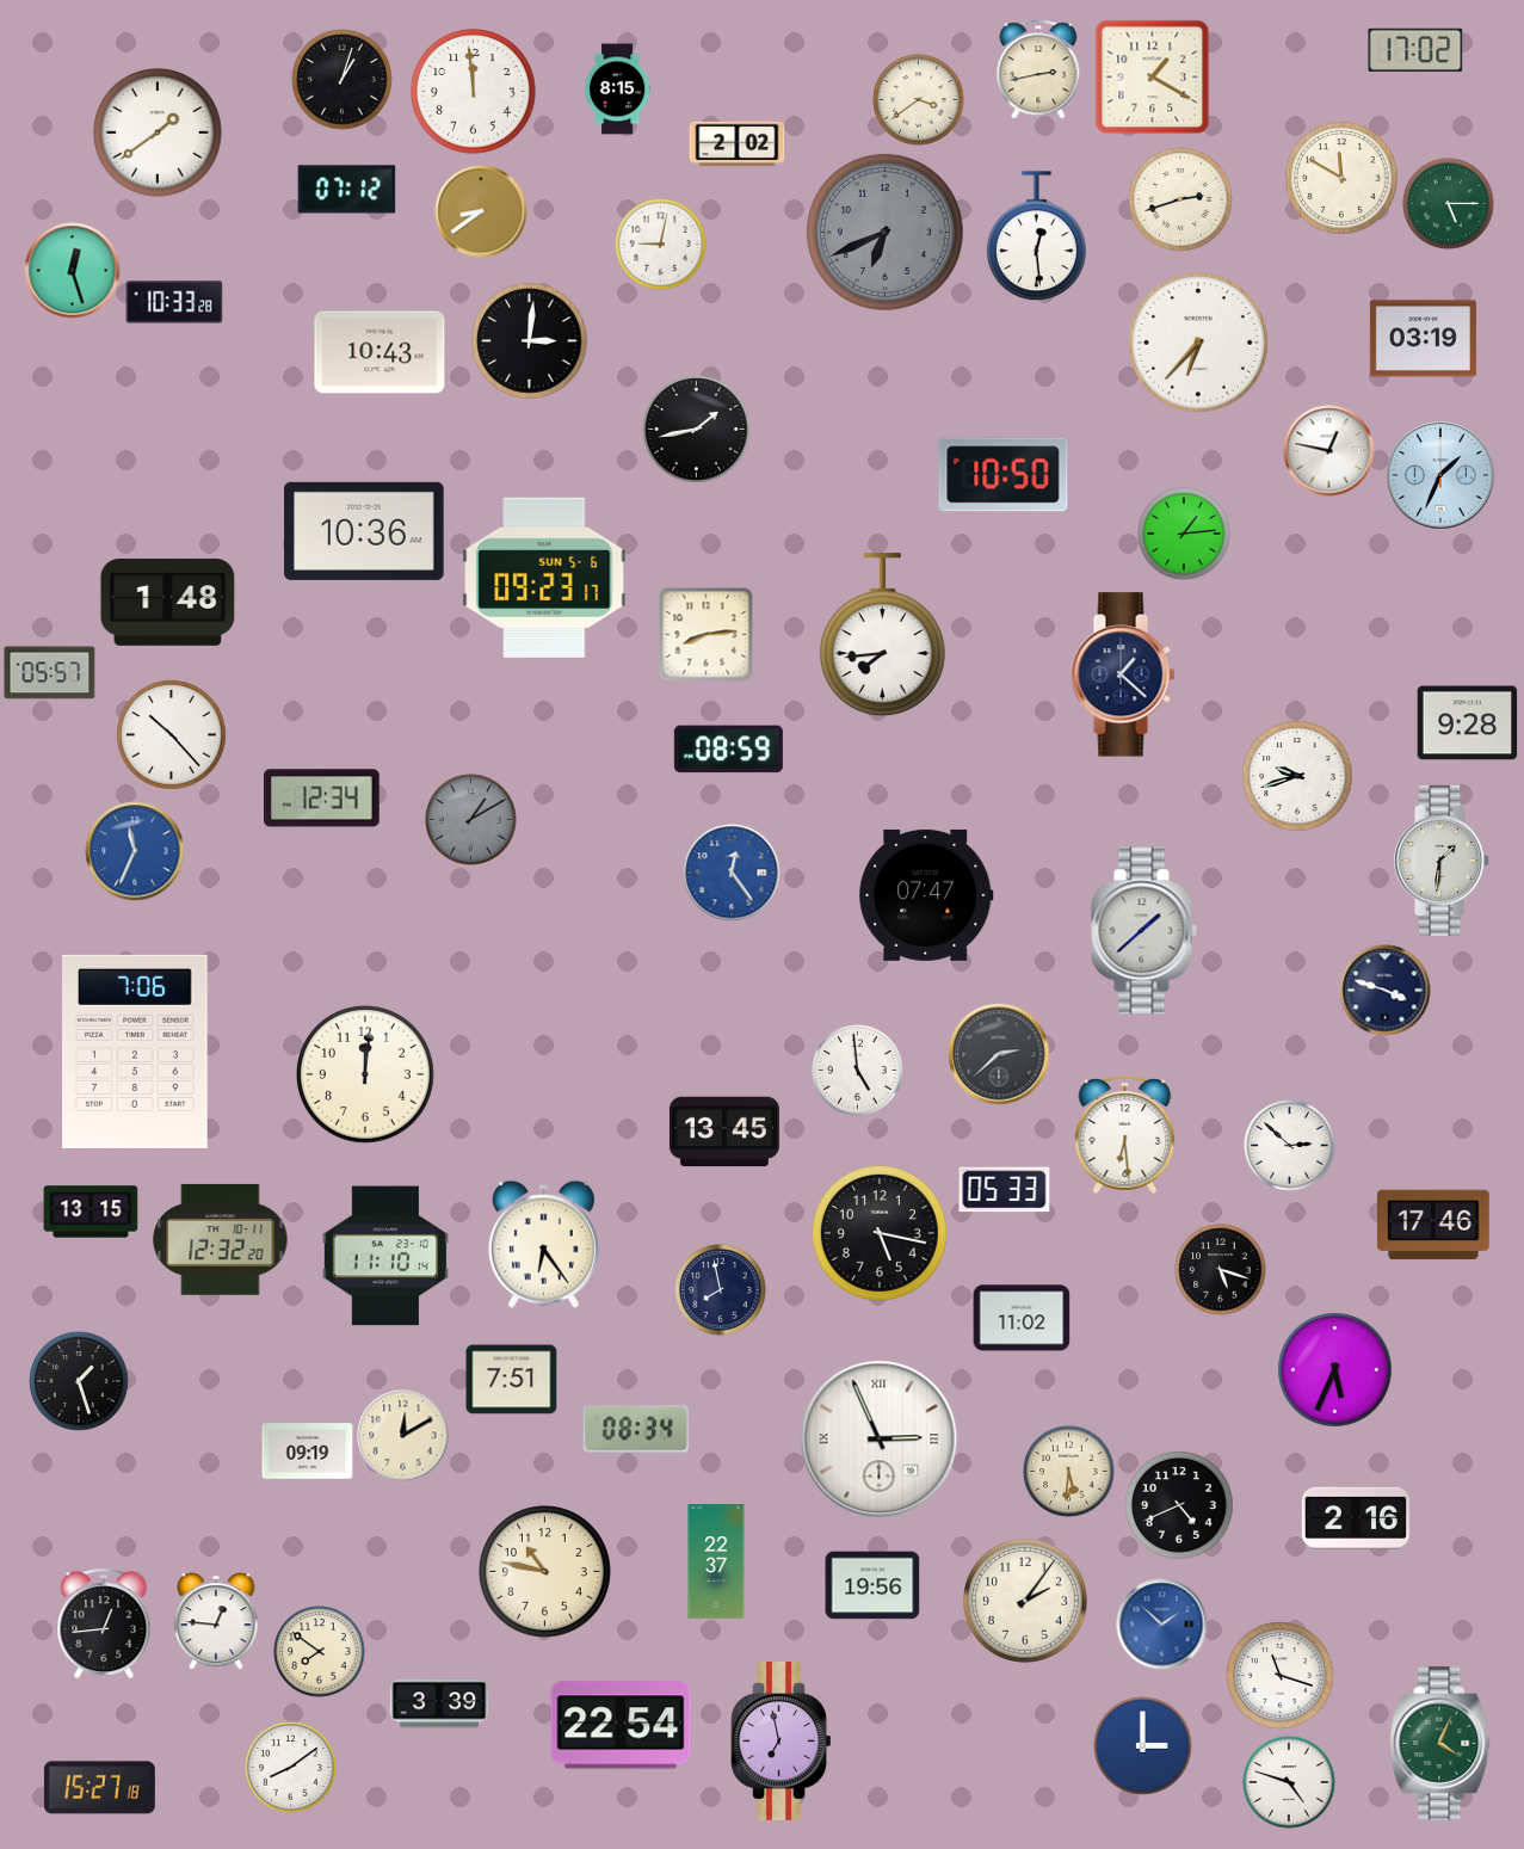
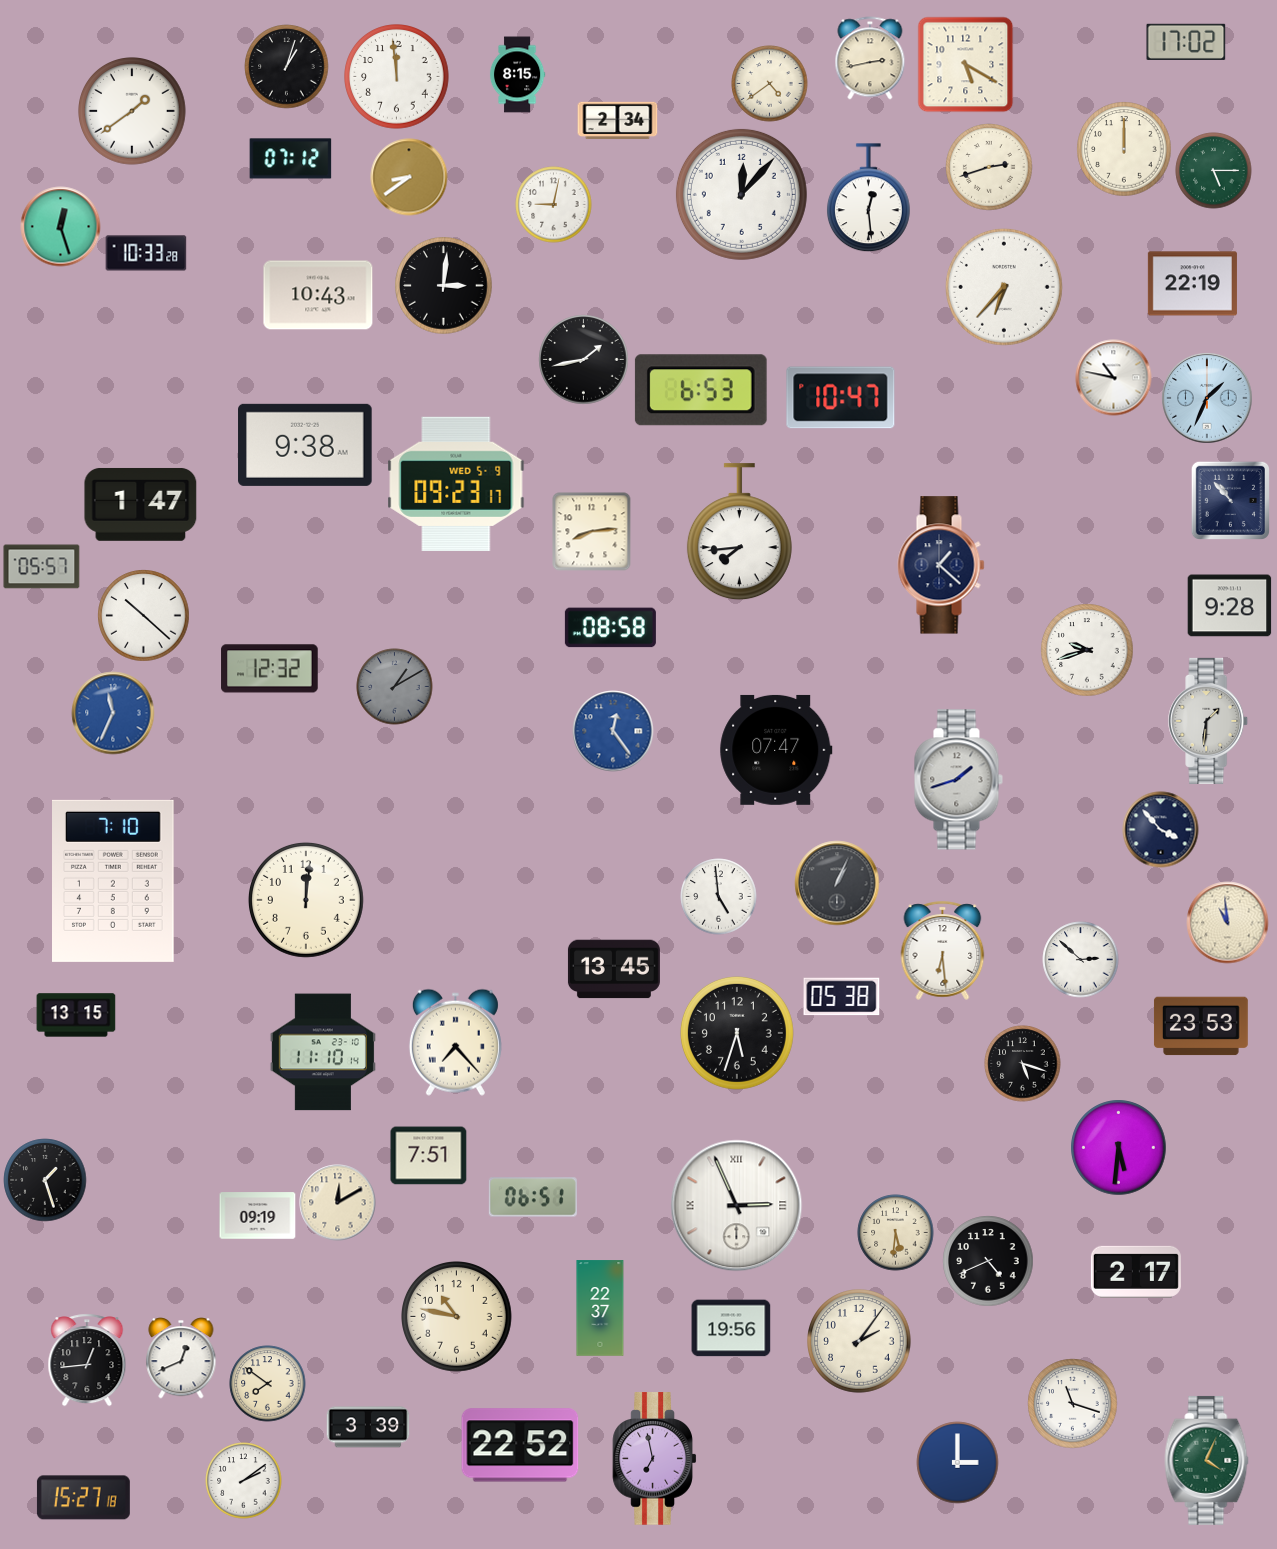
clock at (1153, 78): 1:20 -> 5:20
clock at (919, 100): 3:39 -> 4:39
clock at (738, 144): 2:02 -> 2:34
clock at (1341, 178): 11:50 -> 12:00
clock at (481, 211) position: (481, 211) -> (409, 177)
clock at (884, 232): 6:41 -> 12:07
clock at (884, 232) dial: grey -> white
clock at (1423, 339): 03:19 -> 22:19
clock at (1329, 451): 12:47 -> 10:47
clock at (701, 390): none -> 6:53
clock at (1004, 475): 10:50 -> 10:47
clock at (364, 531): 10:36 -> 9:38
clock at (1184, 534): 1:14 -> none
clock at (544, 578) date: SUN 5-6 -> WED 5-9
clock at (1230, 500): none -> 10:53
clock at (168, 602): 1:48 -> 1:47
clock at (50, 673) position: (50, 673) -> (42, 567)
clock at (172, 735): 10:23 -> 10:22
clock at (728, 750): 08:59 -> 08:58
clock at (322, 799): 12:34 -> 12:32
clock at (1143, 931): 1:38 -> 1:42
clock at (1386, 991): 3:48 -> 3:53
clock at (136, 1052): 7:06 -> 7:10
clock at (999, 1054): 2:38 -> 1:04
clock at (1228, 923): none -> 10:59
clock at (724, 1132) position: (724, 1132) -> (614, 969)
clock at (1005, 1190): 05:33 -> 05:38
clock at (1433, 1225): 17:46 -> 23:53
clock at (880, 1233): 5:17 -> 5:33
clock at (221, 1239): 12:32 -> none
clock at (543, 1244): 6:24 -> 7:23
clock at (721, 1290): 7:58 -> none
clock at (1022, 1318): 11:02 -> none
clock at (1335, 1370): 5:34 -> 5:31
clock at (79, 1381) position: (79, 1381) -> (45, 1180)
clock at (636, 1429): 08:34 -> 06:51
clock at (1356, 1518): 2:16 -> 2:17
clock at (216, 1621): 12:46 -> 12:41
clock at (1162, 1625): 1:52 -> none
clock at (621, 1725): 22:54 -> 22:52
clock at (291, 1768): 8:09 -> 2:09
clock at (1289, 1782): 4:48 -> none
